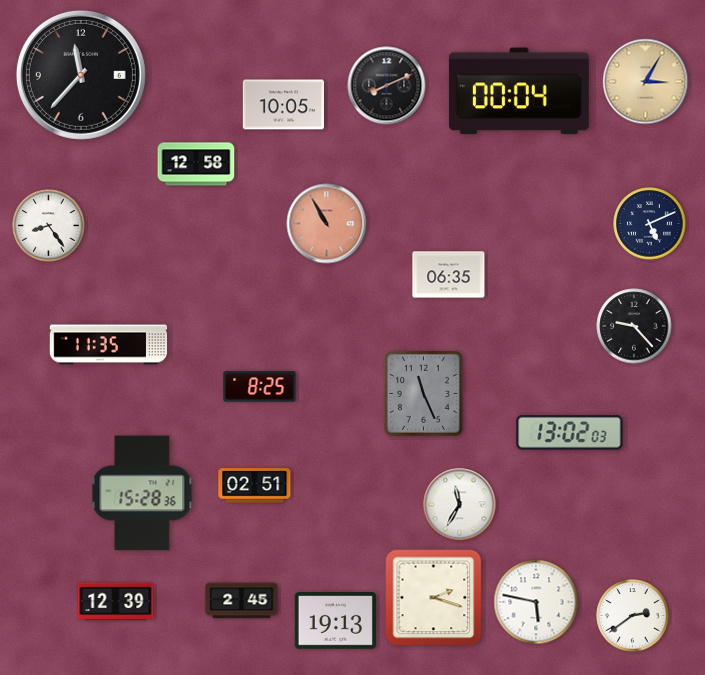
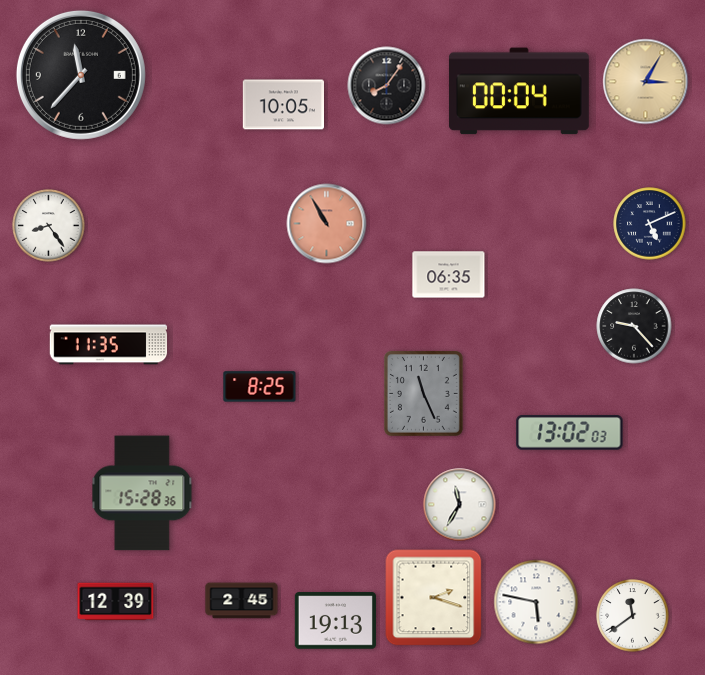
clock at (387, 86): 8:11 -> 8:06
clock at (196, 164): 12:58 -> none
clock at (255, 486): 02:51 -> none
clock at (633, 616): 2:39 -> 11:39
